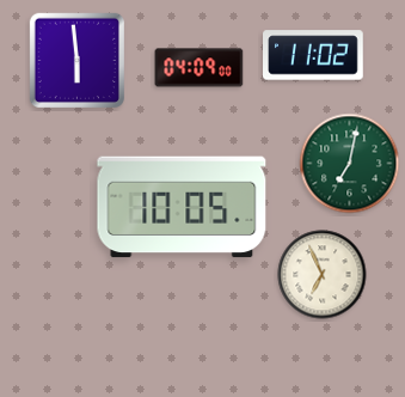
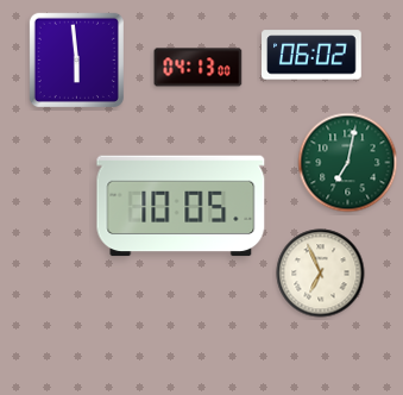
clock at (313, 55): 11:02 -> 06:02
clock at (200, 68): 04:09 -> 04:13
